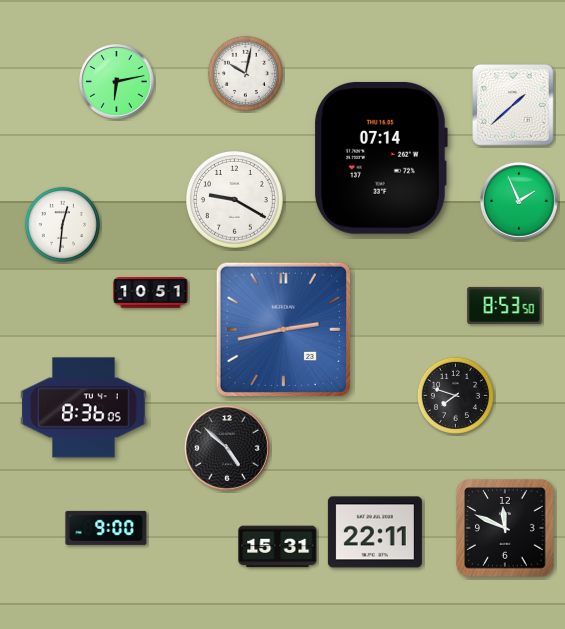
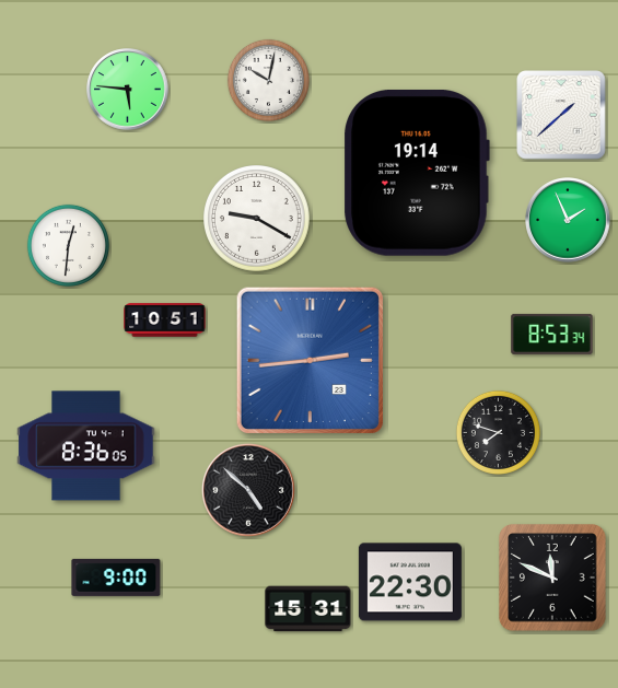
clock at (117, 82): 6:13 -> 5:46
clock at (381, 158): 07:14 -> 19:14
clock at (505, 305): 8:53:50 -> 8:53:34
clock at (283, 329): 2:43 -> 2:44
clock at (84, 408) position: (84, 408) -> (86, 446)
clock at (375, 532): 22:11 -> 22:30
clock at (278, 547) position: (278, 547) -> (308, 609)
